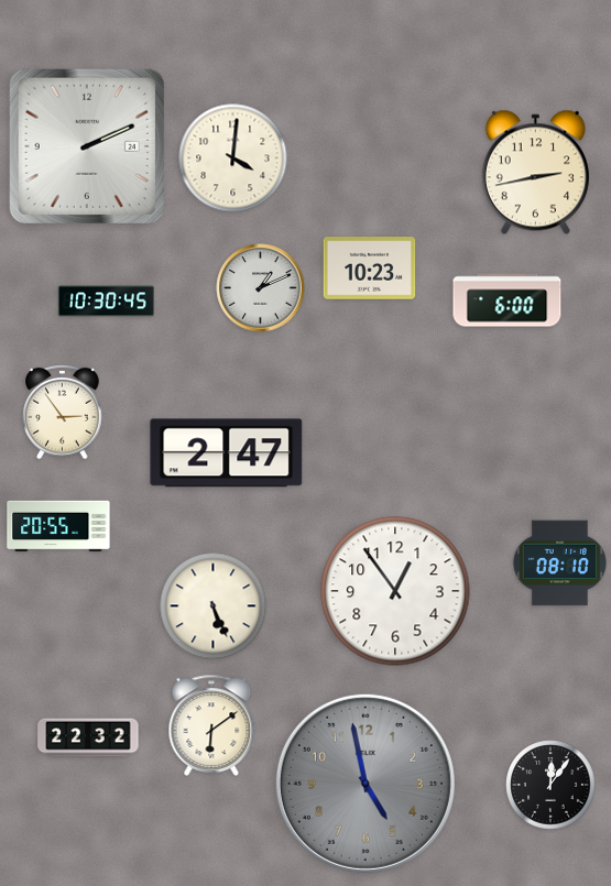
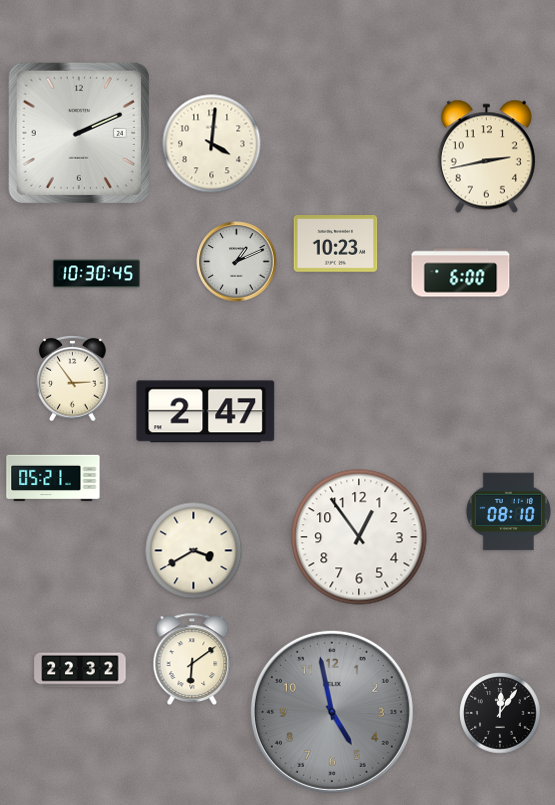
clock at (63, 412) position: (63, 412) -> (73, 378)
clock at (58, 526): 20:55 -> 05:21
clock at (214, 606): 5:26 -> 3:40
